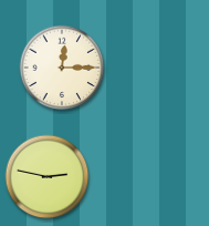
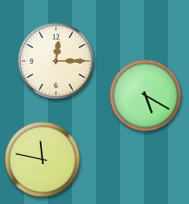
clock at (146, 96): none -> 5:20
clock at (48, 177): 2:47 -> 11:47
